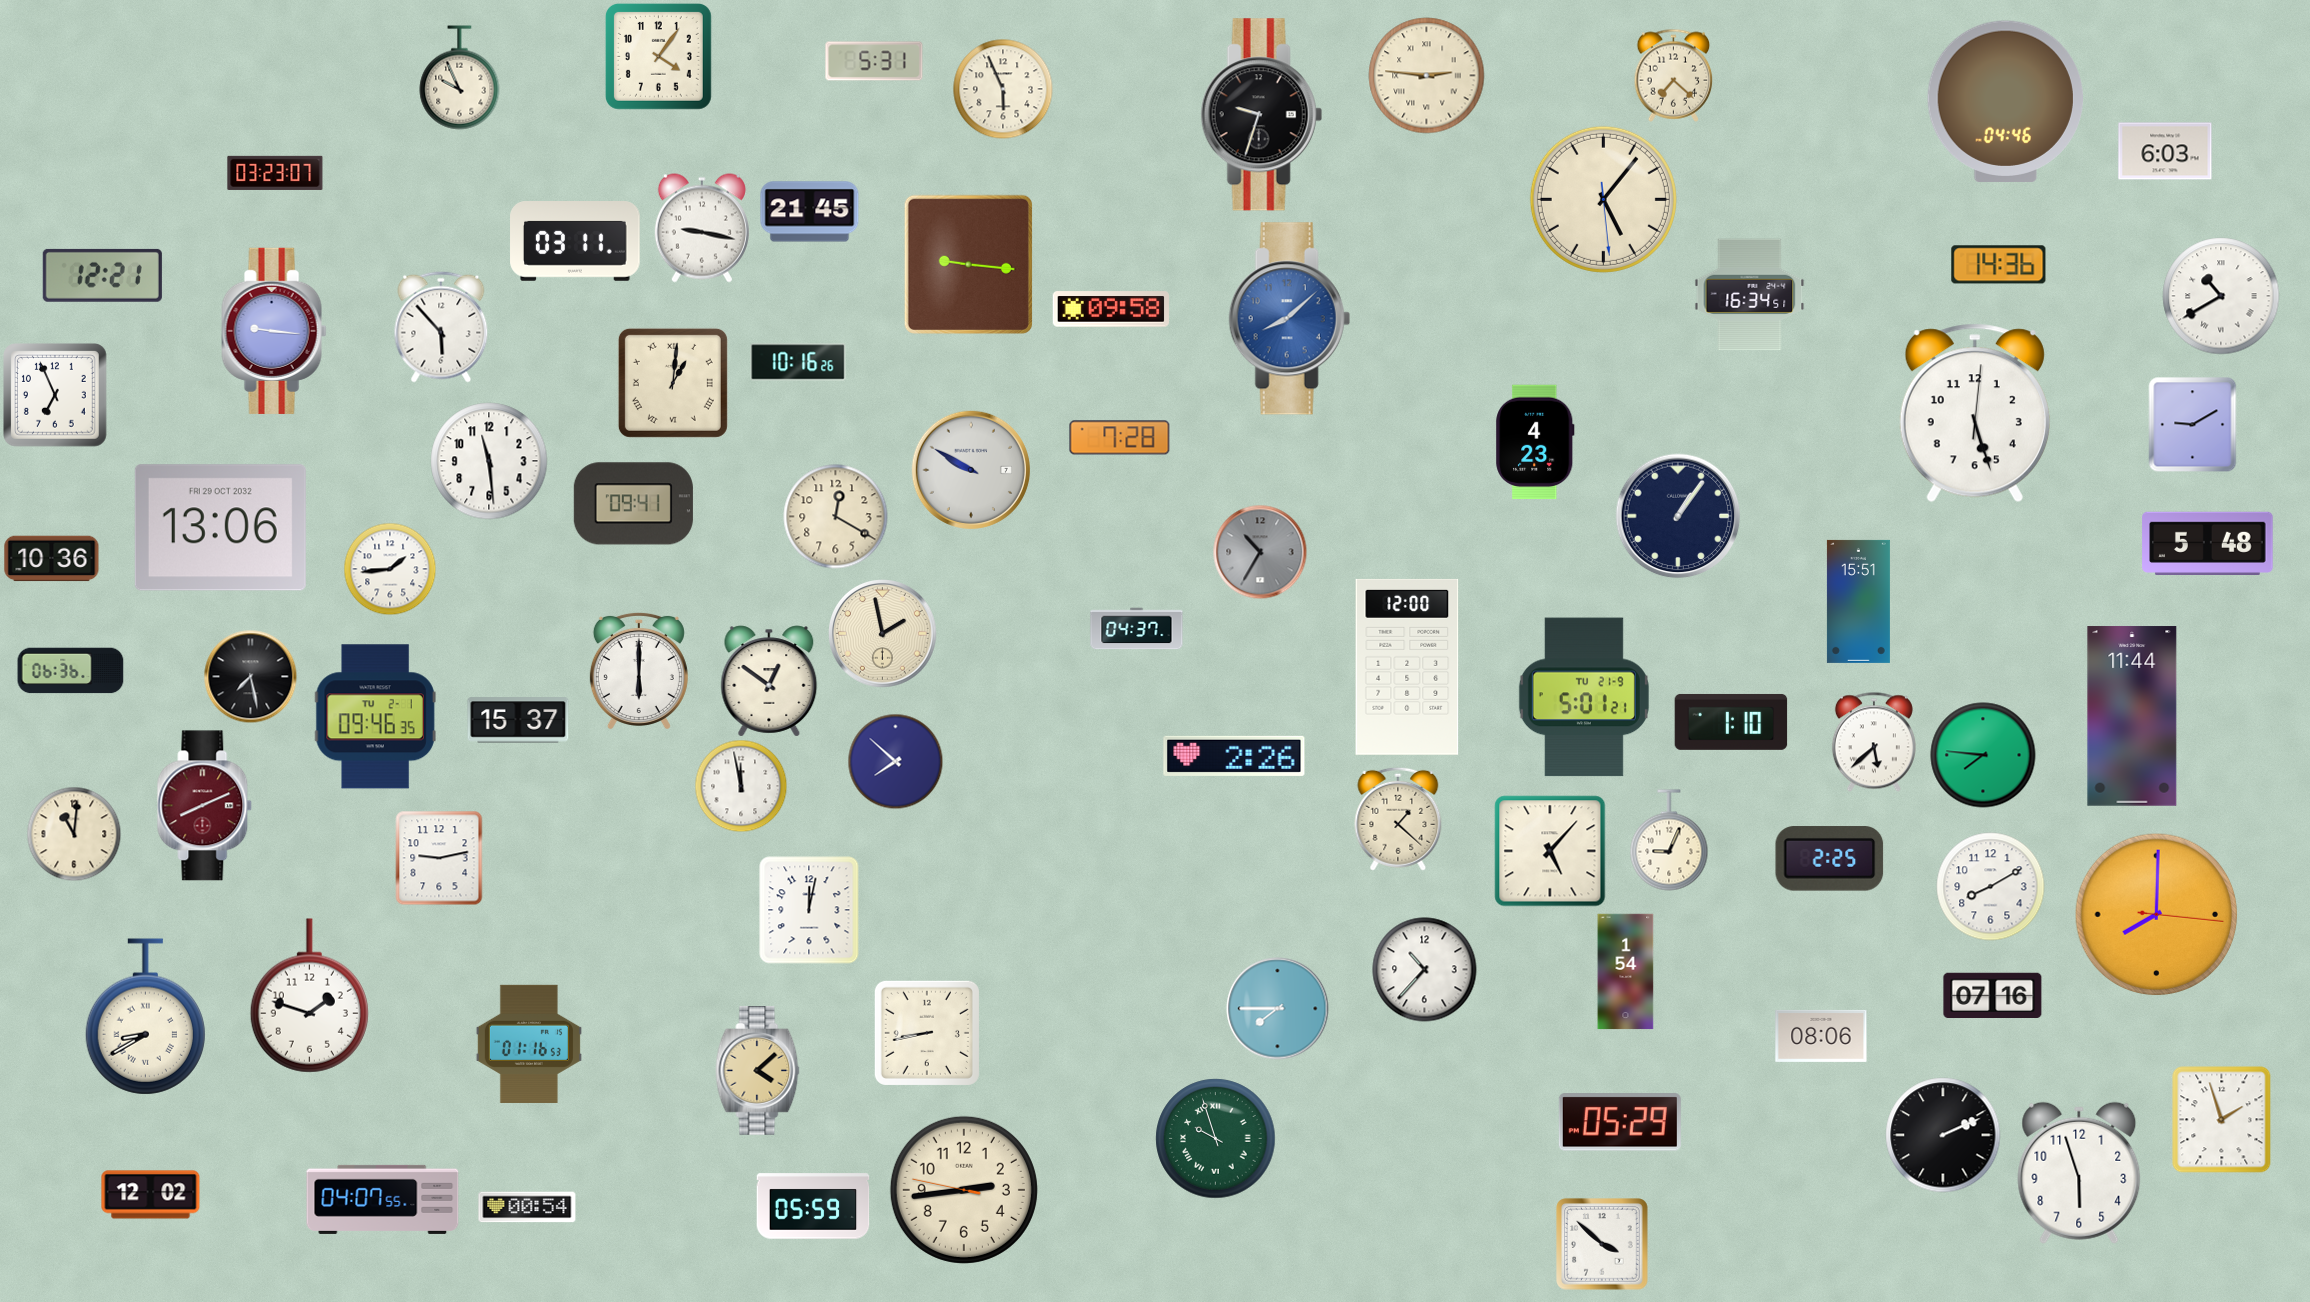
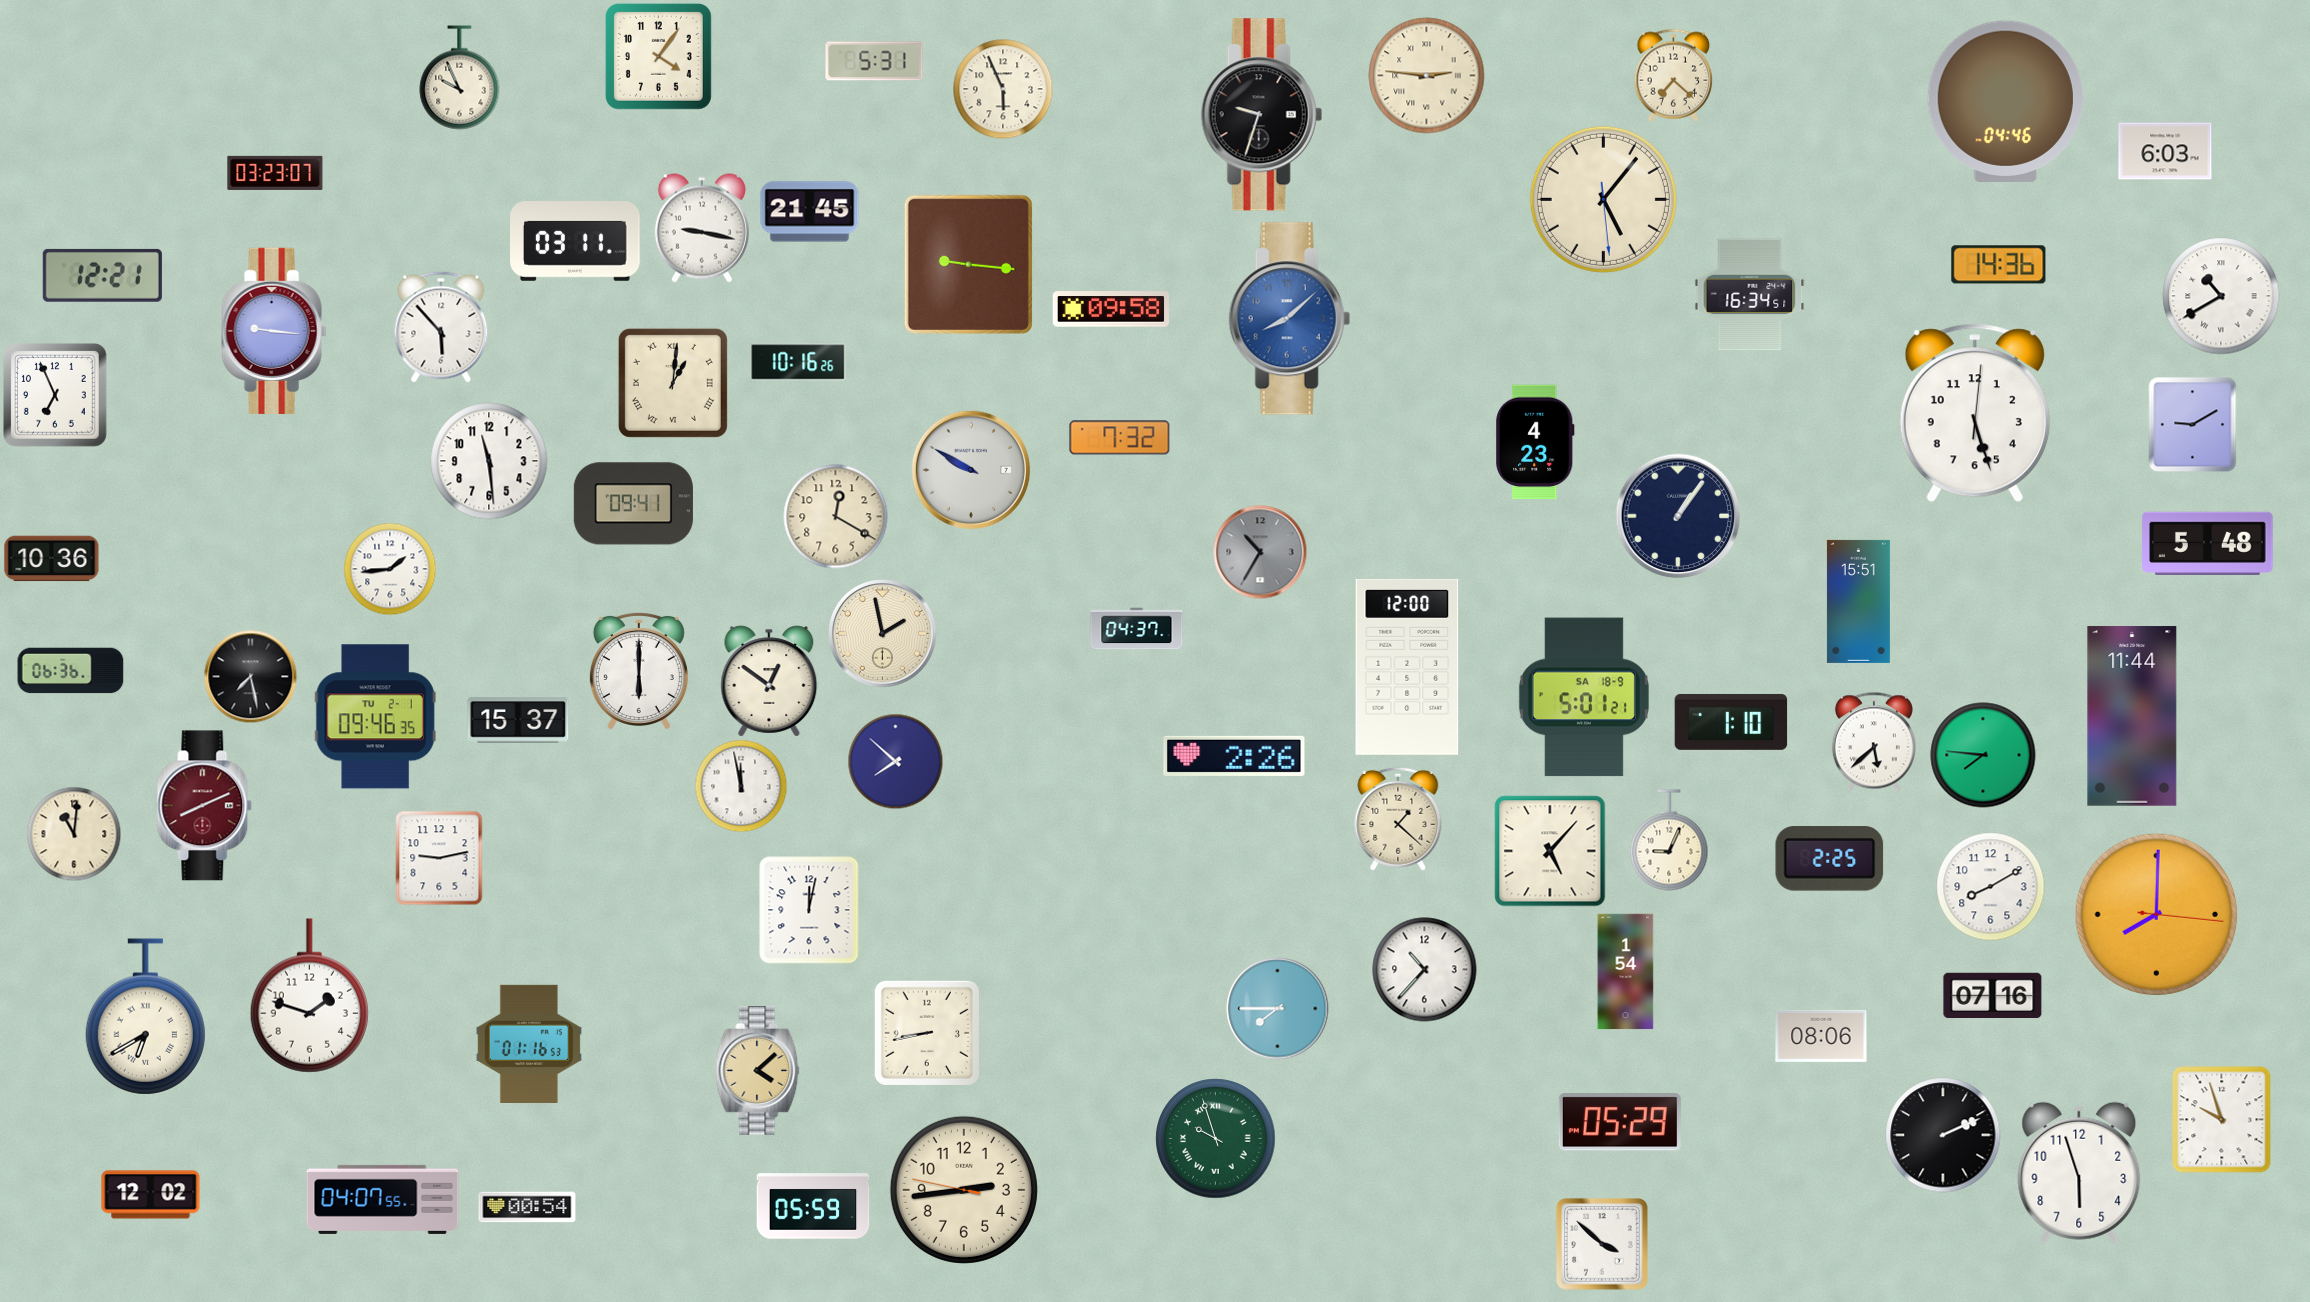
clock at (1120, 438): 7:28 -> 7:32
clock at (220, 528): 13:06 -> none
clock at (1584, 697) date: TU 21-9 -> SA 18-9
clock at (145, 1017): 8:40 -> 6:40
clock at (2222, 1120): 1:57 -> 9:57
